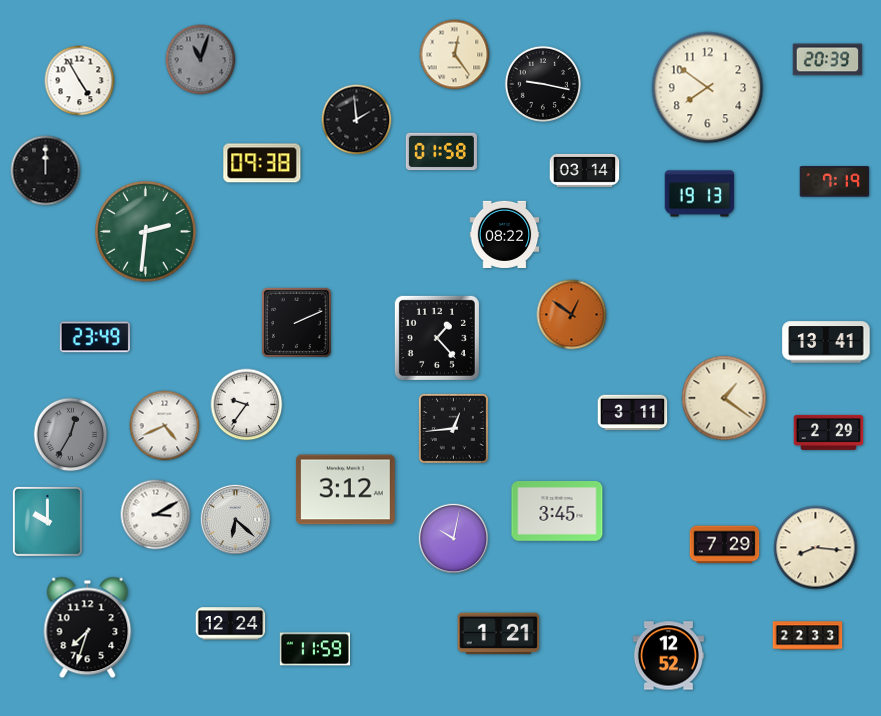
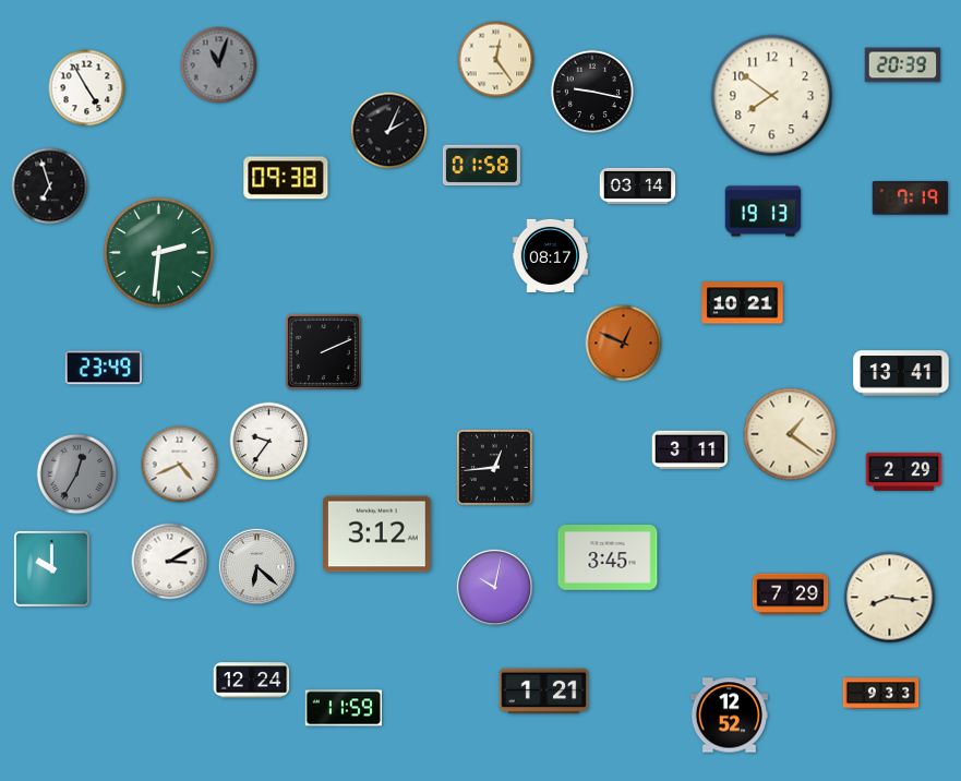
clock at (357, 120): 1:59 -> 2:04
clock at (46, 171): 12:00 -> 6:57
clock at (505, 234): 08:22 -> 08:17
clock at (743, 303): none -> 10:21
clock at (572, 315): 12:51 -> 12:49
clock at (437, 338): 1:23 -> none
clock at (88, 628): 7:33 -> none
clock at (808, 636): 22:33 -> 9:33
